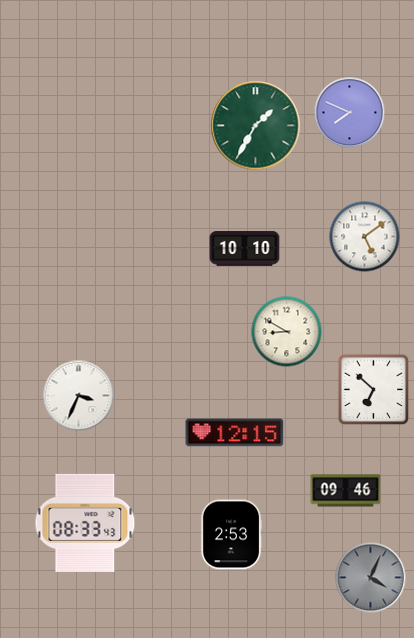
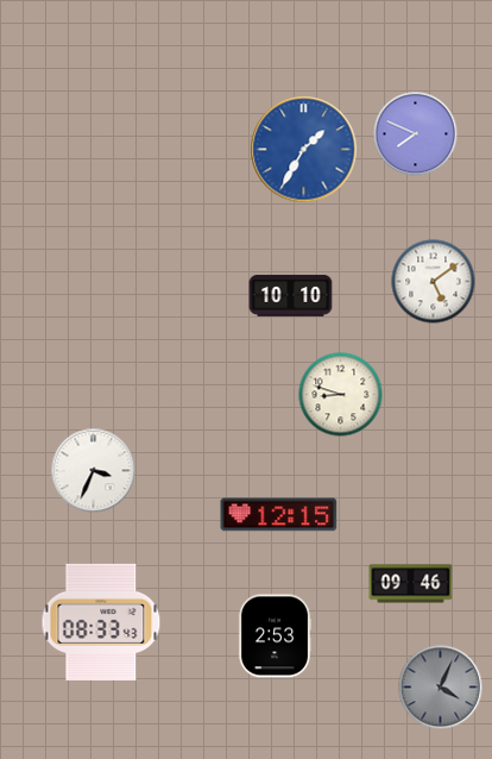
clock at (256, 126) dial: green -> blue
clock at (287, 332): 8:50 -> 8:48
clock at (374, 390): 6:52 -> none
